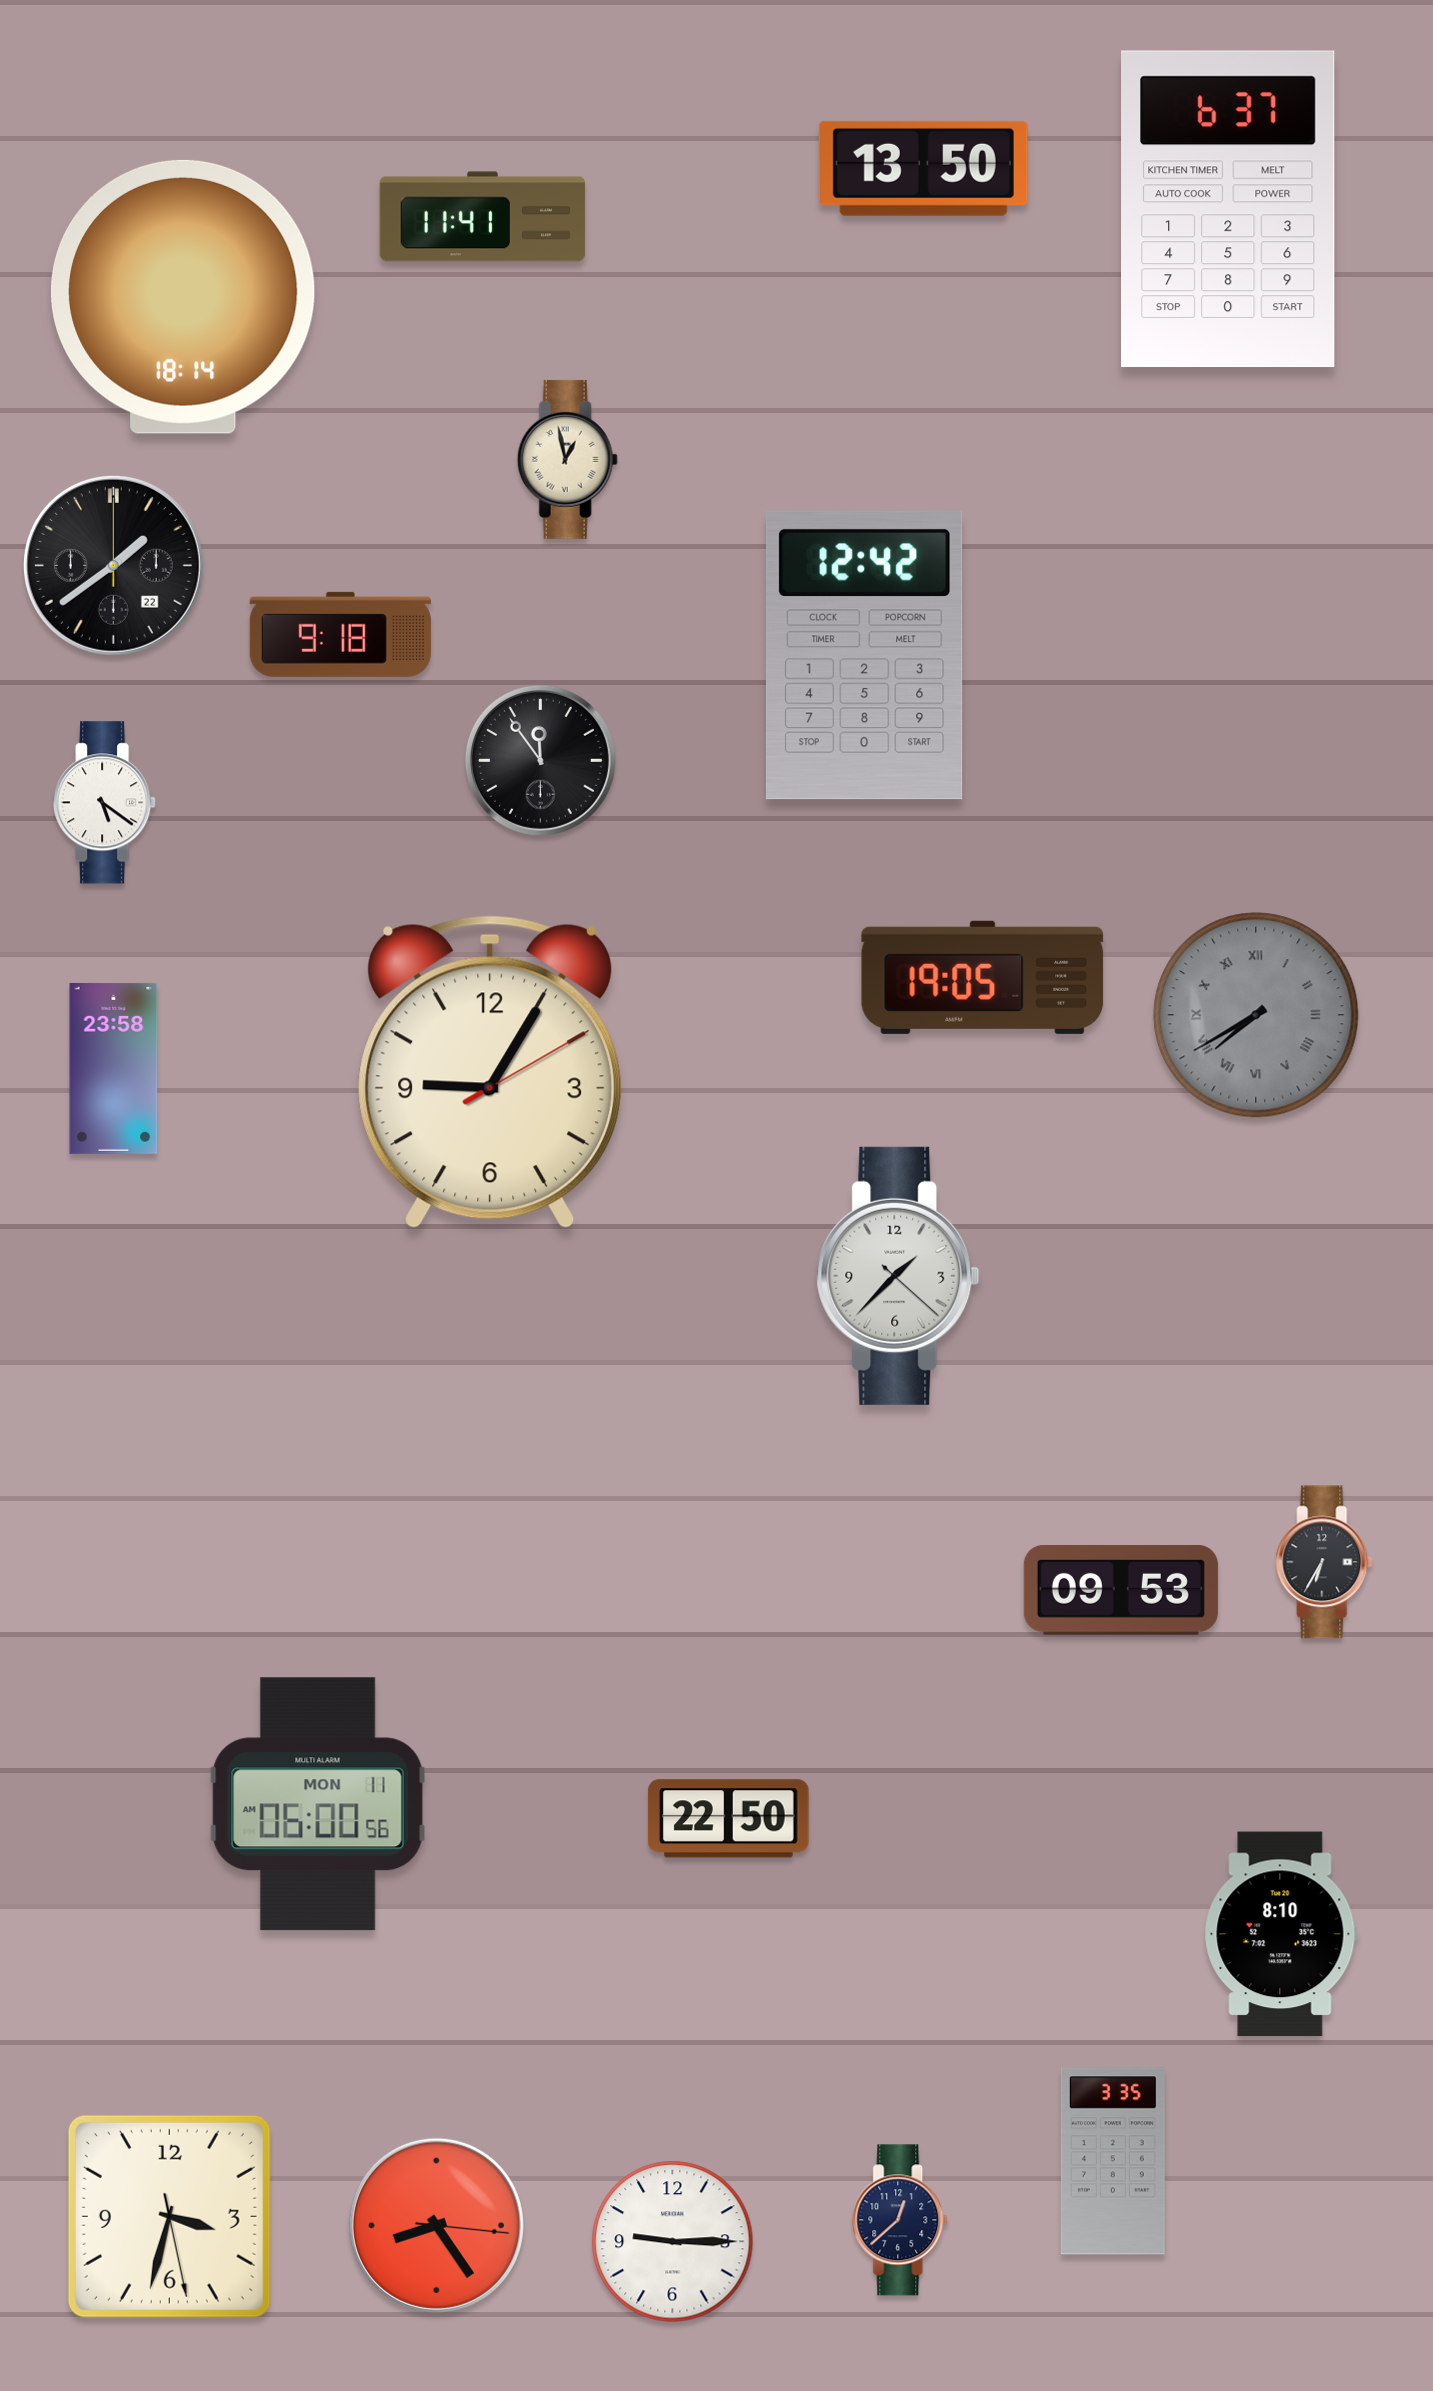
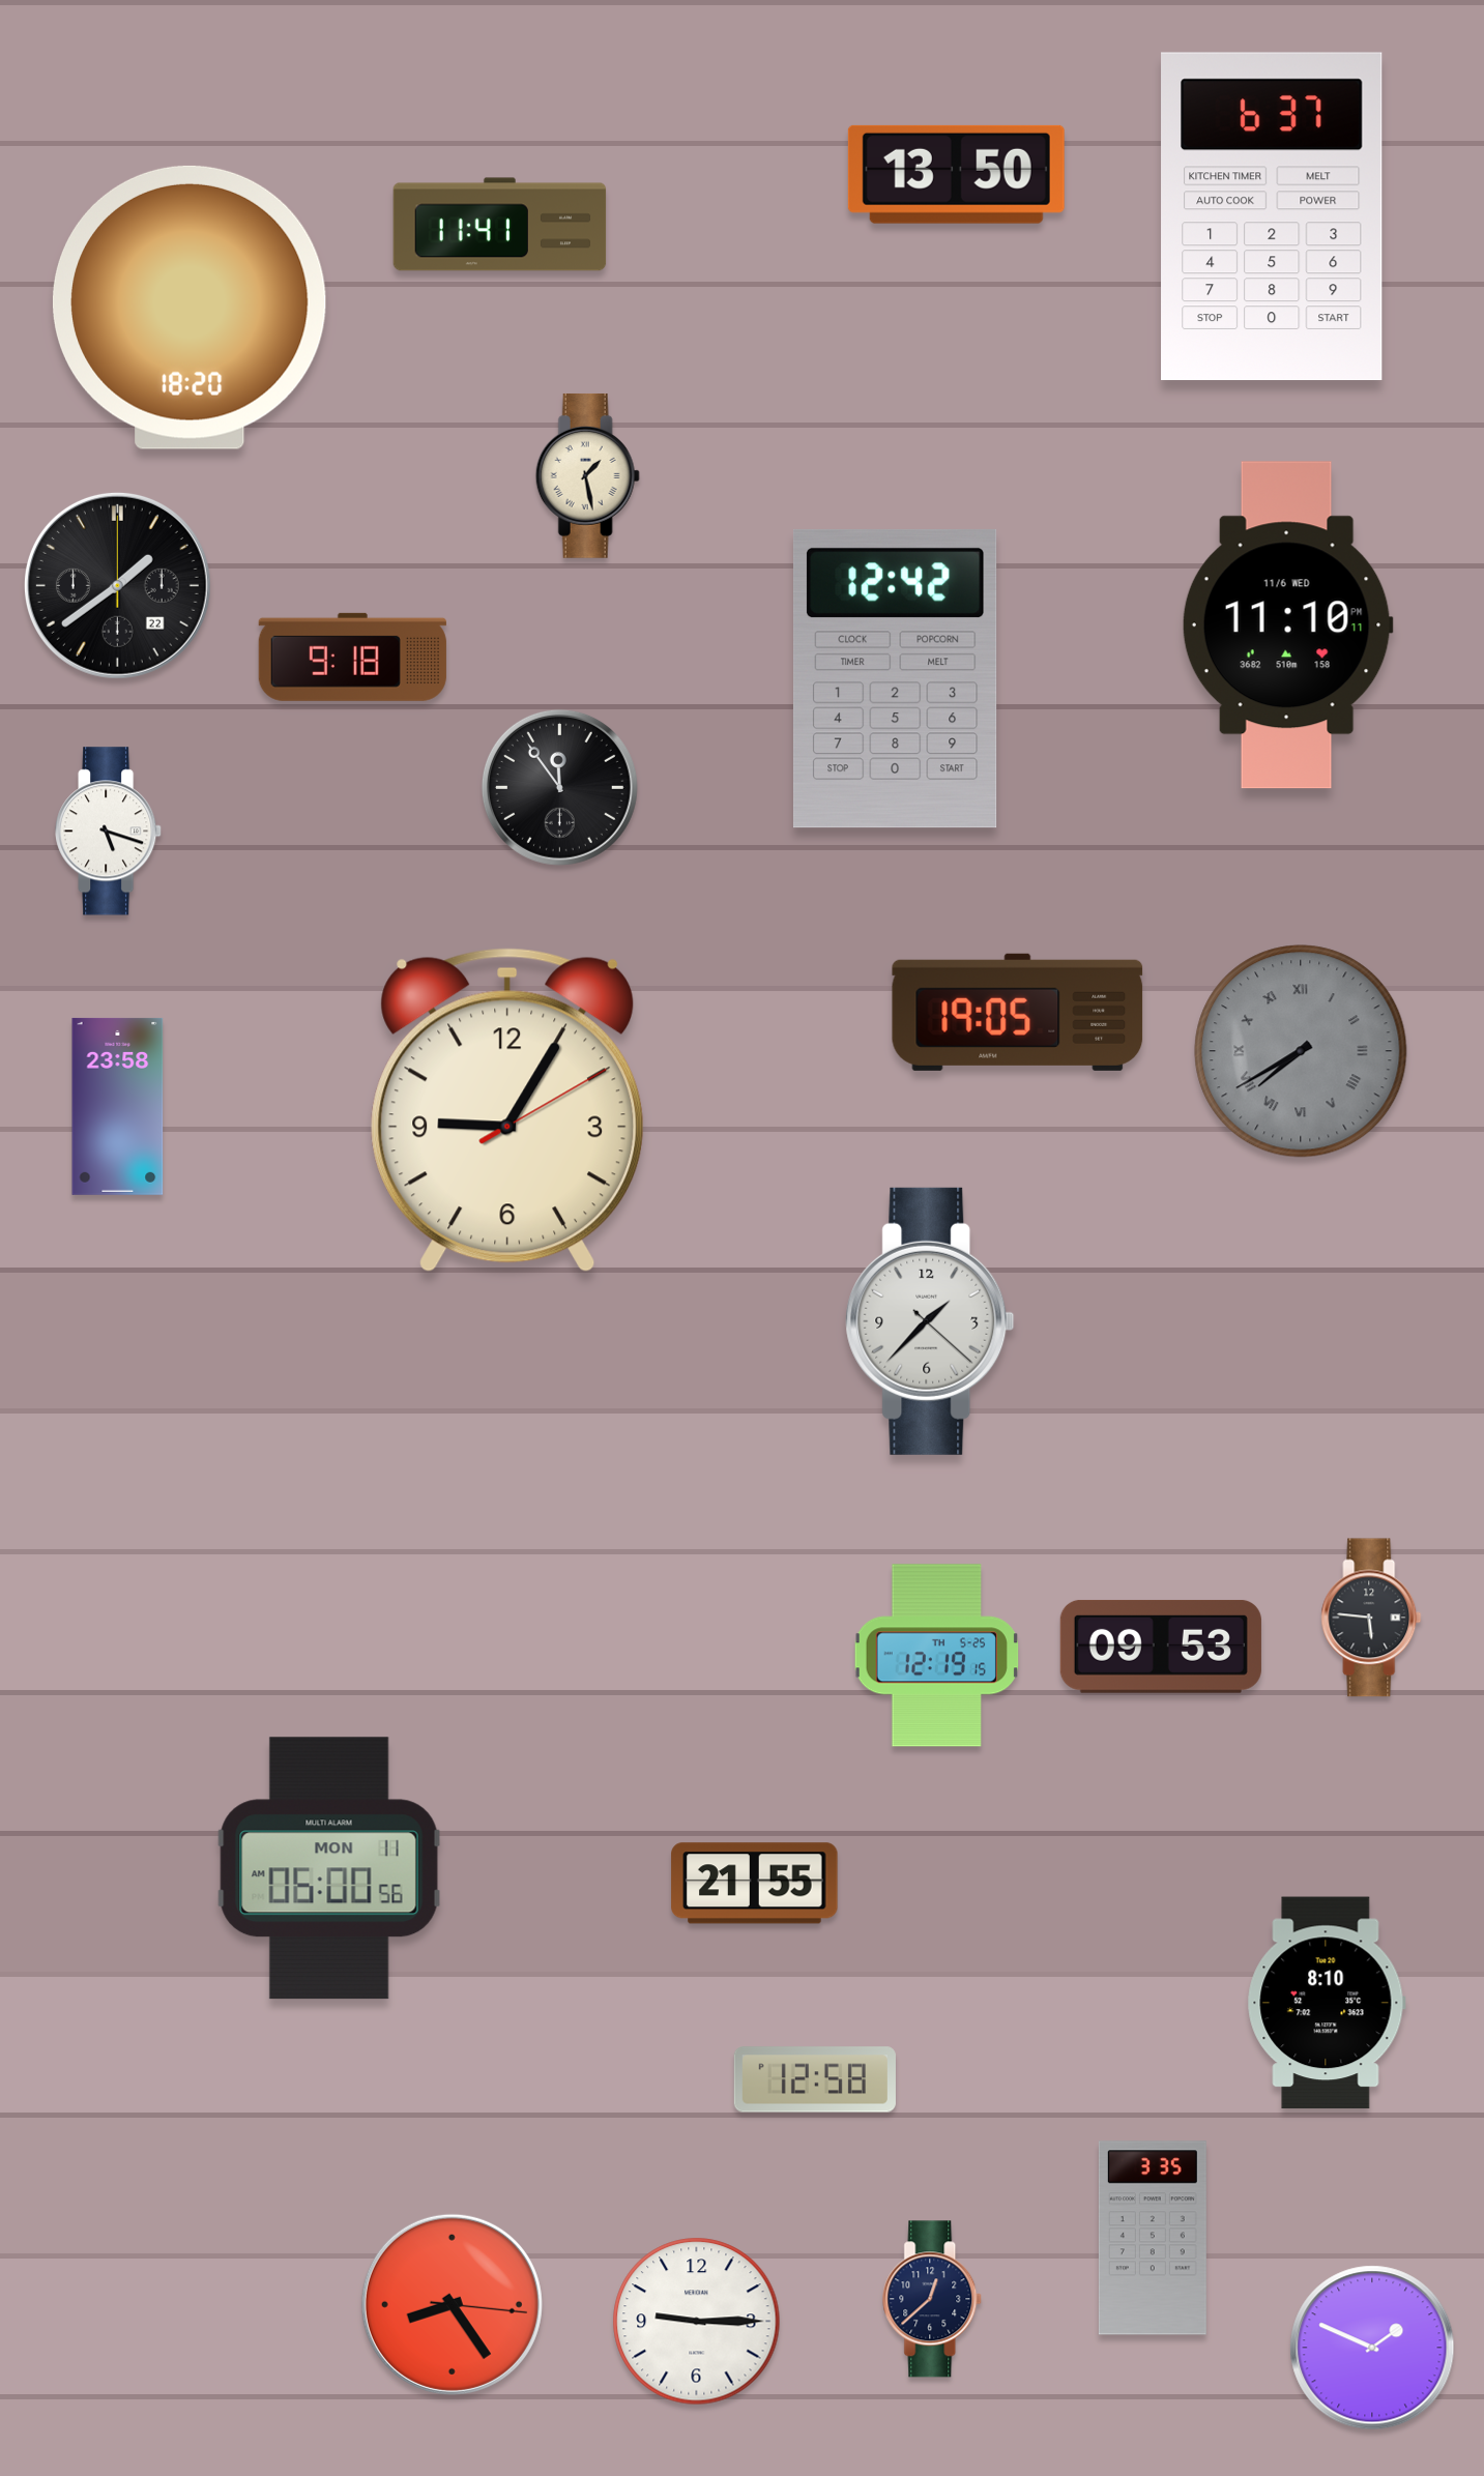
clock at (183, 297): 18:14 -> 18:20
clock at (567, 459): 12:58 -> 1:28
clock at (1287, 625): none -> 11:10
clock at (105, 803): 5:21 -> 5:18
clock at (1324, 1562): 6:35 -> 5:46
clock at (936, 1656): none -> 12:19
clock at (729, 1819): 22:50 -> 21:55
clock at (815, 2079): none -> 12:58
clock at (169, 2216): 3:32 -> none
clock at (1372, 2348): none -> 1:49
